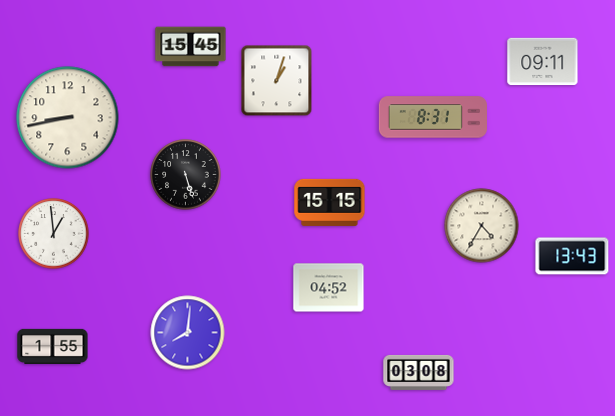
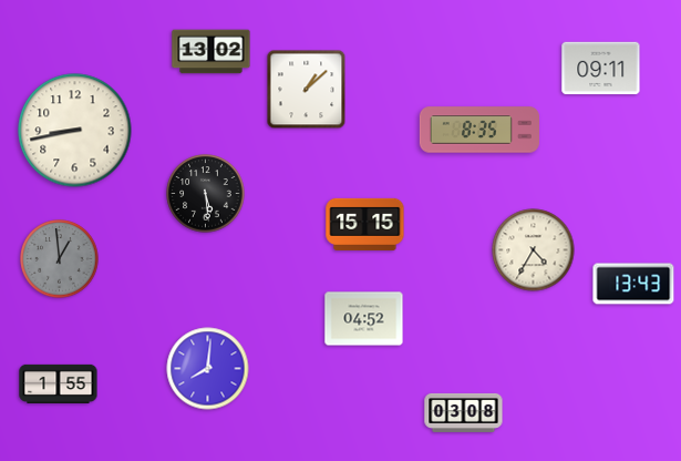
clock at (191, 47): 15:45 -> 13:02
clock at (277, 81): 1:03 -> 1:08
clock at (433, 117): 8:31 -> 8:35
clock at (186, 175): 5:27 -> 5:29
clock at (54, 234) dial: white -> grey
